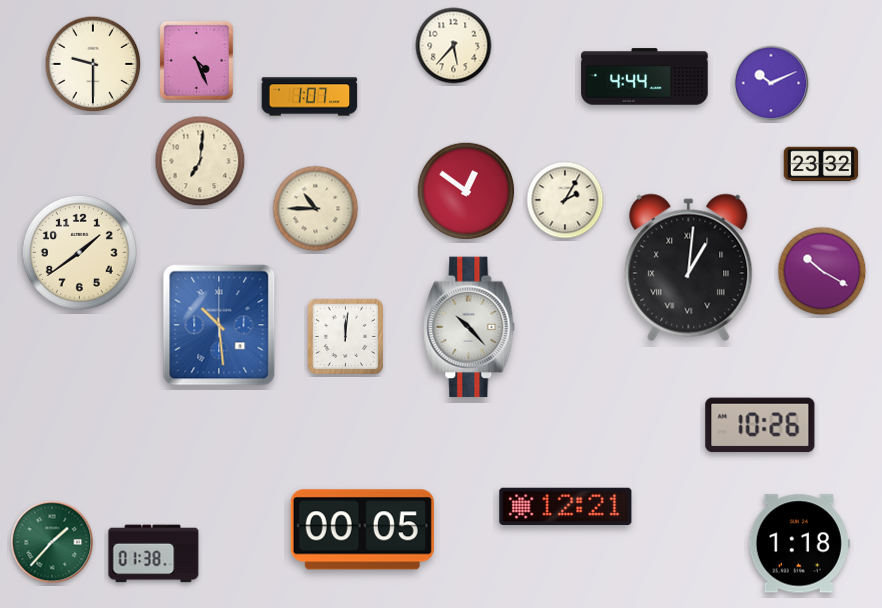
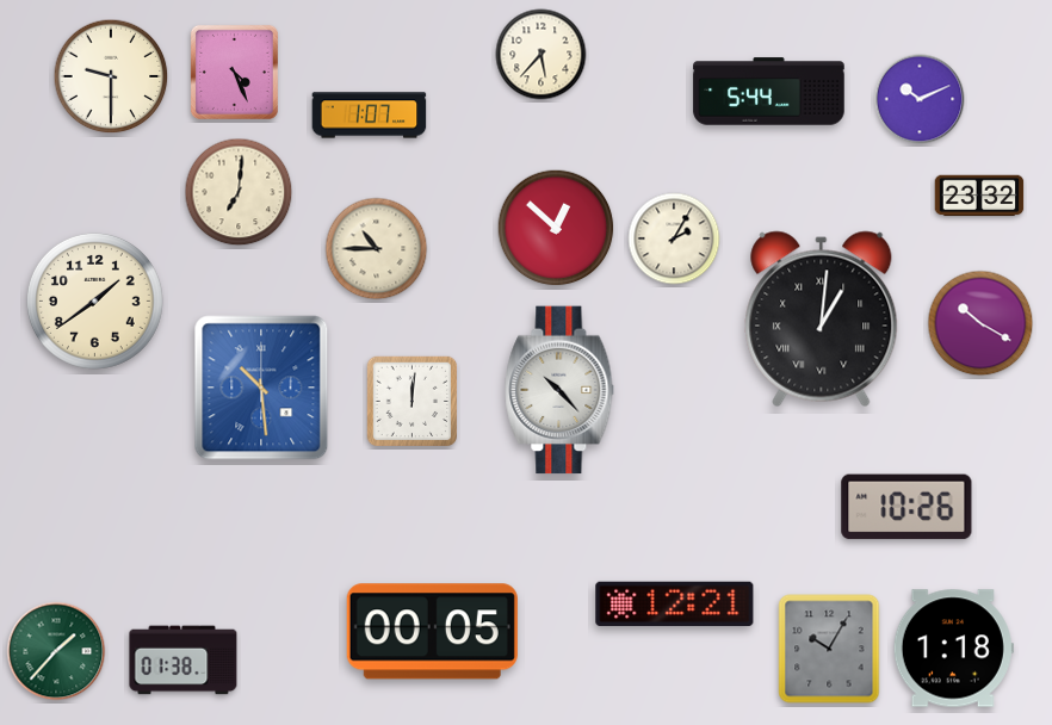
clock at (645, 77): 4:44 -> 5:44
clock at (466, 191): 12:51 -> 12:52
clock at (52, 542) position: (52, 542) -> (56, 651)
clock at (829, 649): none -> 10:05
